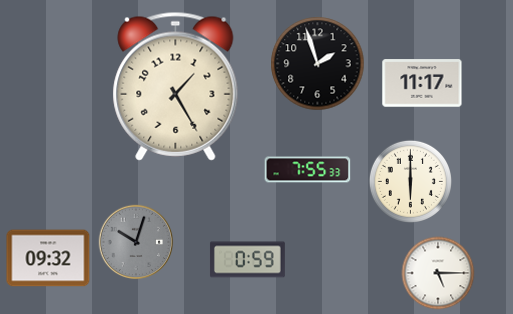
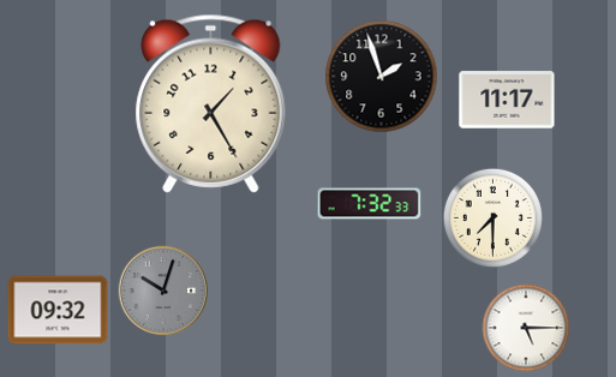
clock at (308, 170): 7:55 -> 7:32
clock at (410, 181): 6:00 -> 7:30
clock at (247, 260): 0:59 -> none
